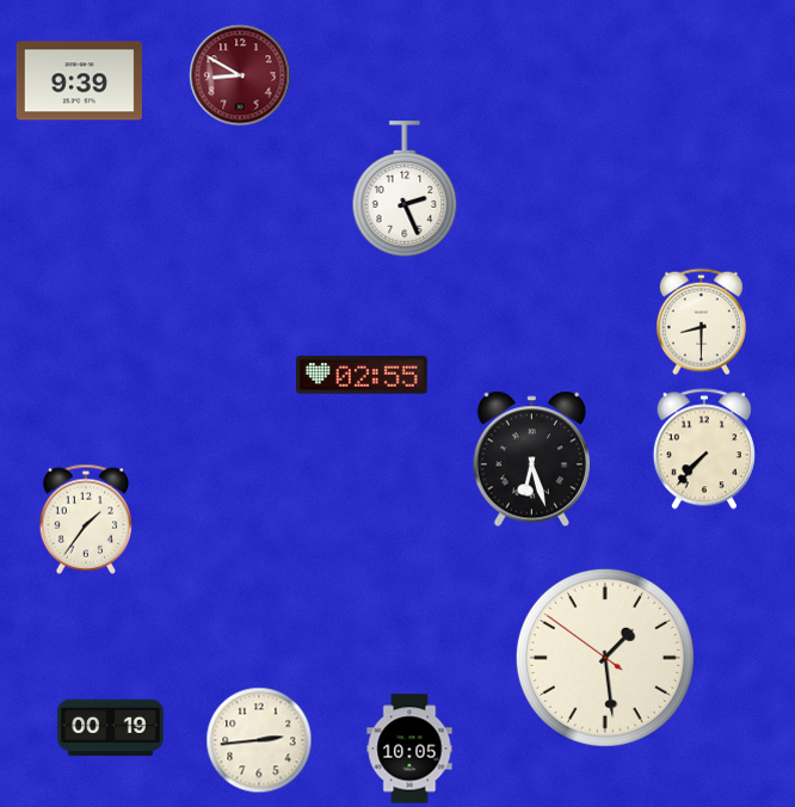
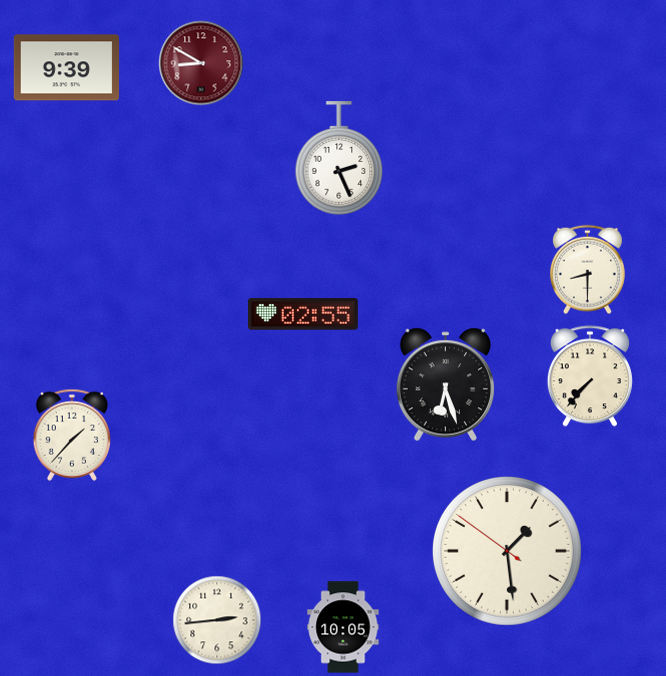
clock at (86, 519): 1:36 -> 1:37
clock at (111, 728): 00:19 -> none
